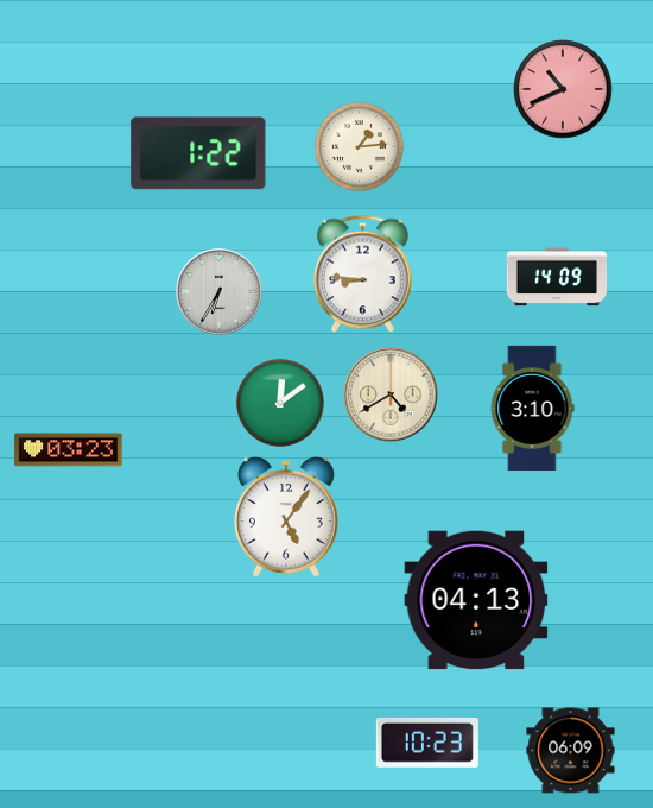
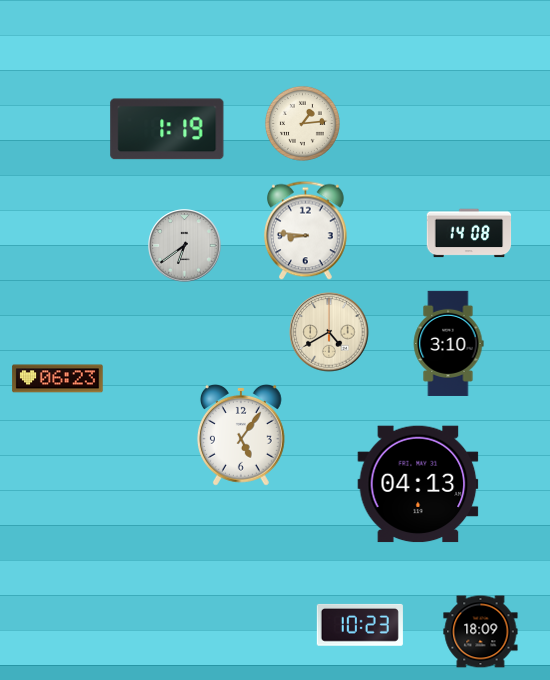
clock at (563, 89): 10:41 -> none
clock at (198, 153): 1:22 -> 1:19
clock at (557, 277): 14:09 -> 14:08
clock at (220, 292): 6:35 -> 6:39
clock at (280, 403): 12:09 -> none
clock at (69, 450): 03:23 -> 06:23
clock at (476, 600) position: (476, 600) -> (418, 484)
clock at (571, 751): 06:09 -> 18:09
